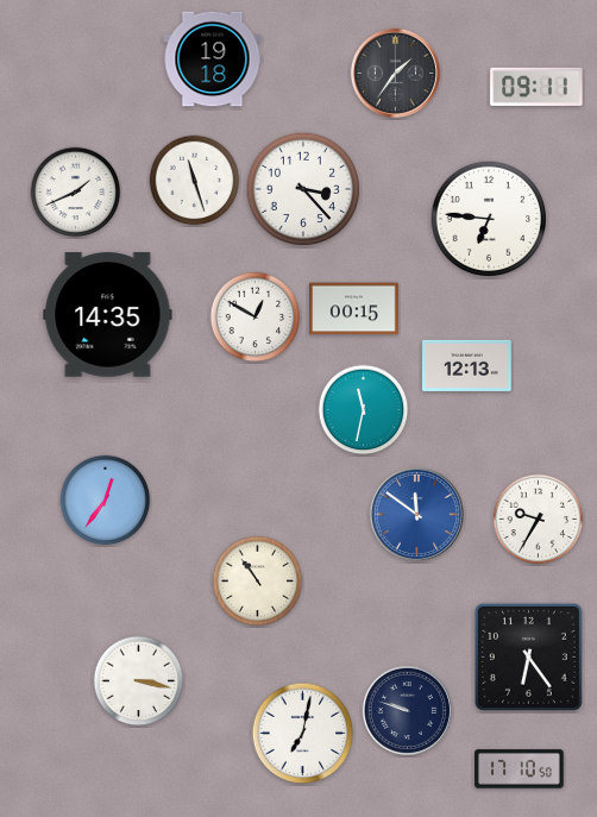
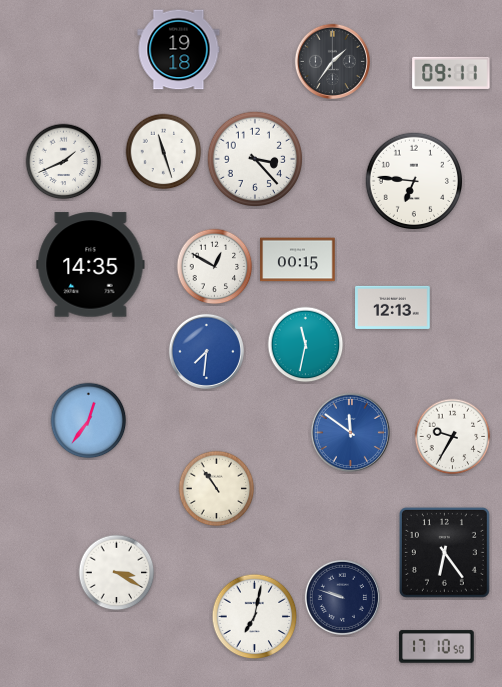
clock at (488, 218) position: (488, 218) -> (413, 180)
clock at (206, 351): none -> 7:31
clock at (139, 681): 3:17 -> 3:20
